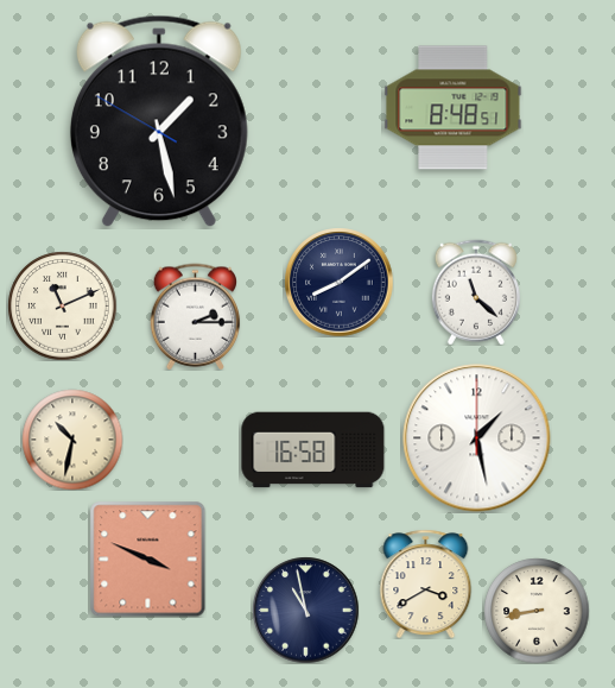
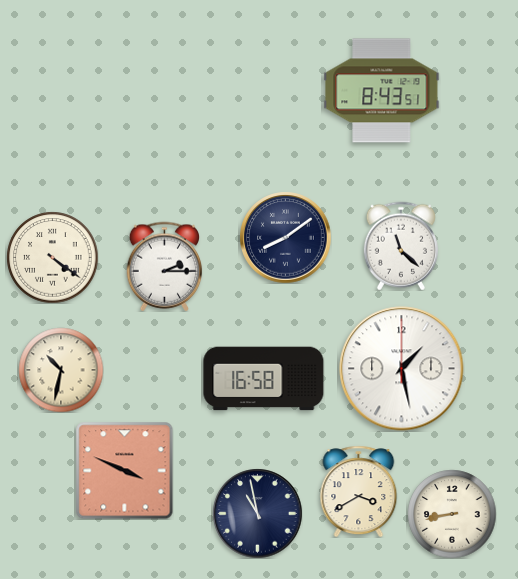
clock at (454, 108): 8:48 -> 8:43
clock at (159, 121): 1:27 -> none
clock at (62, 305): 11:11 -> 4:21
